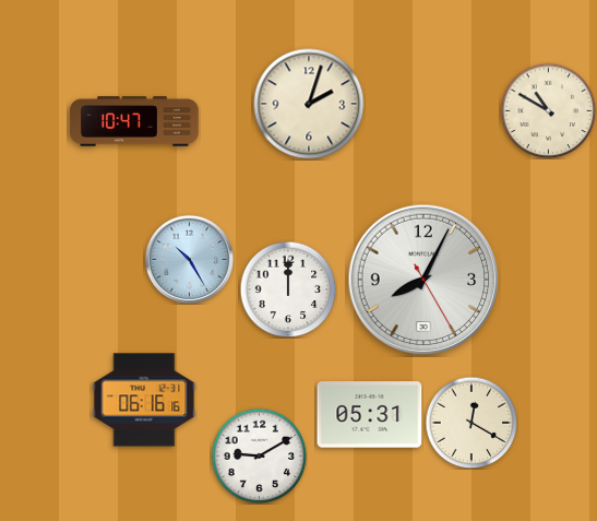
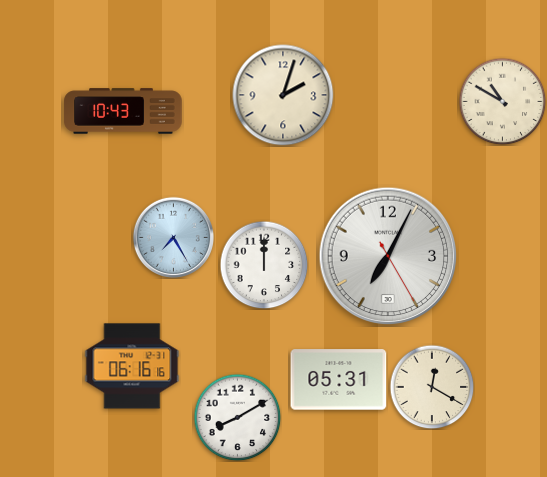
clock at (134, 121): 10:47 -> 10:43
clock at (189, 259): 10:25 -> 7:25
clock at (423, 280): 8:04 -> 7:04
clock at (259, 455): 9:10 -> 8:10
